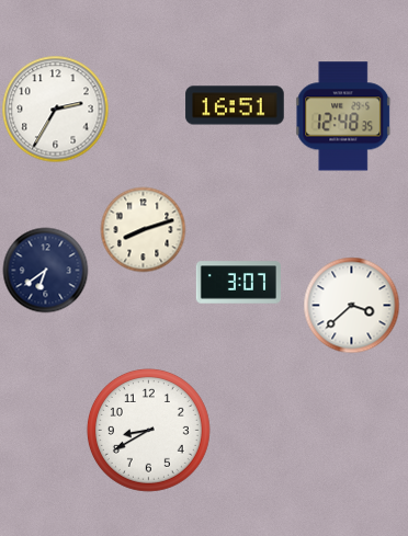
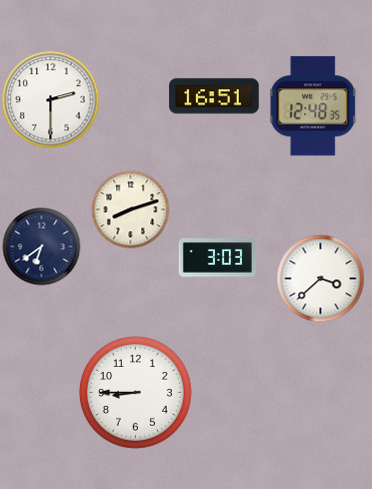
clock at (55, 109): 2:35 -> 2:30
clock at (238, 283): 3:07 -> 3:03
clock at (148, 430): 8:40 -> 8:45
